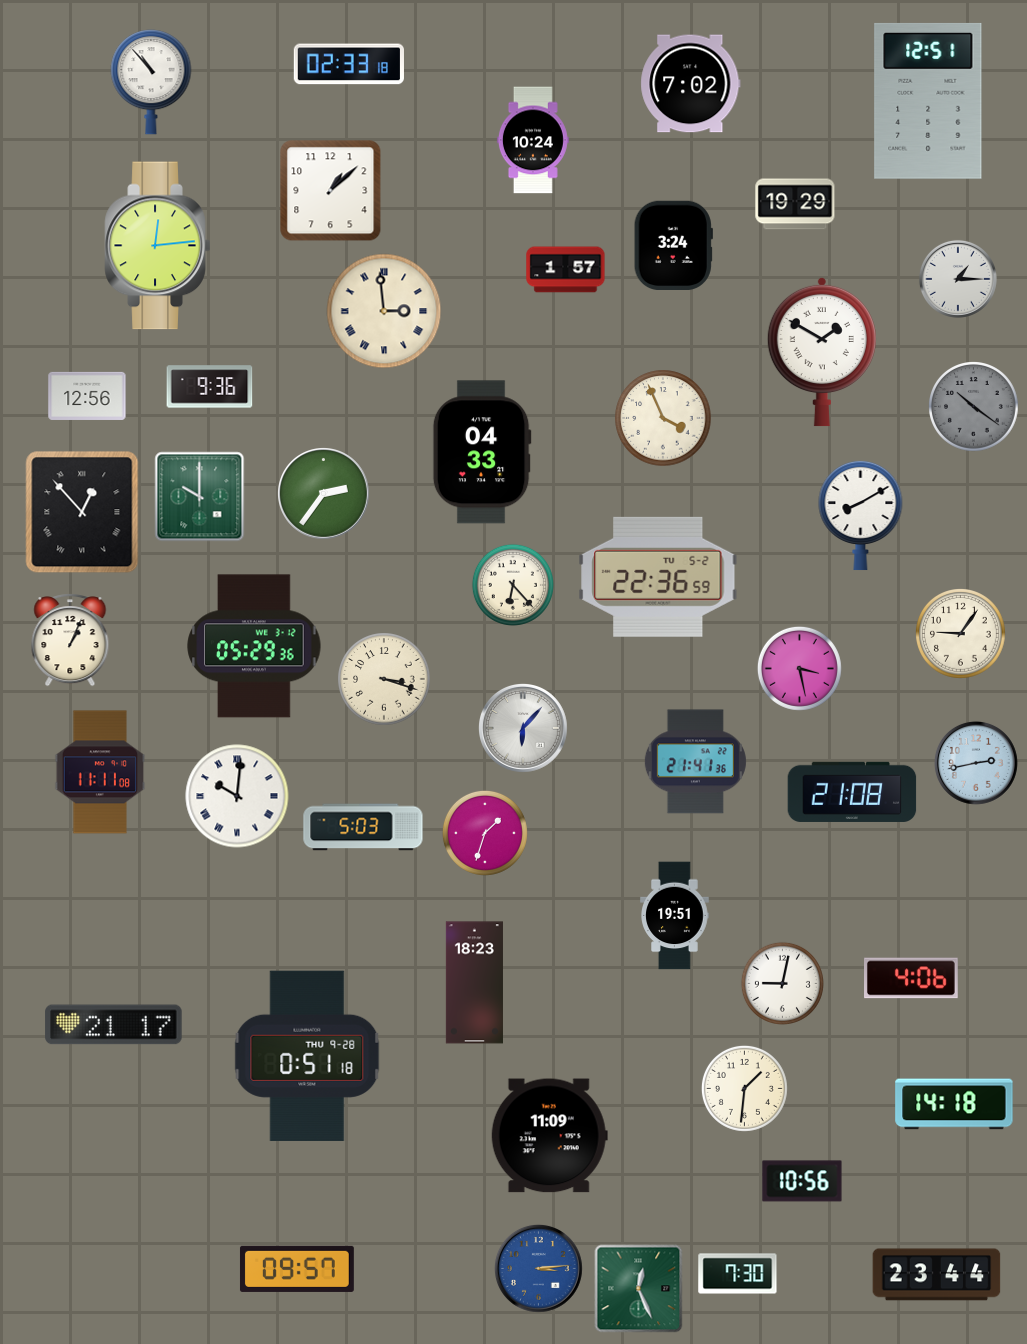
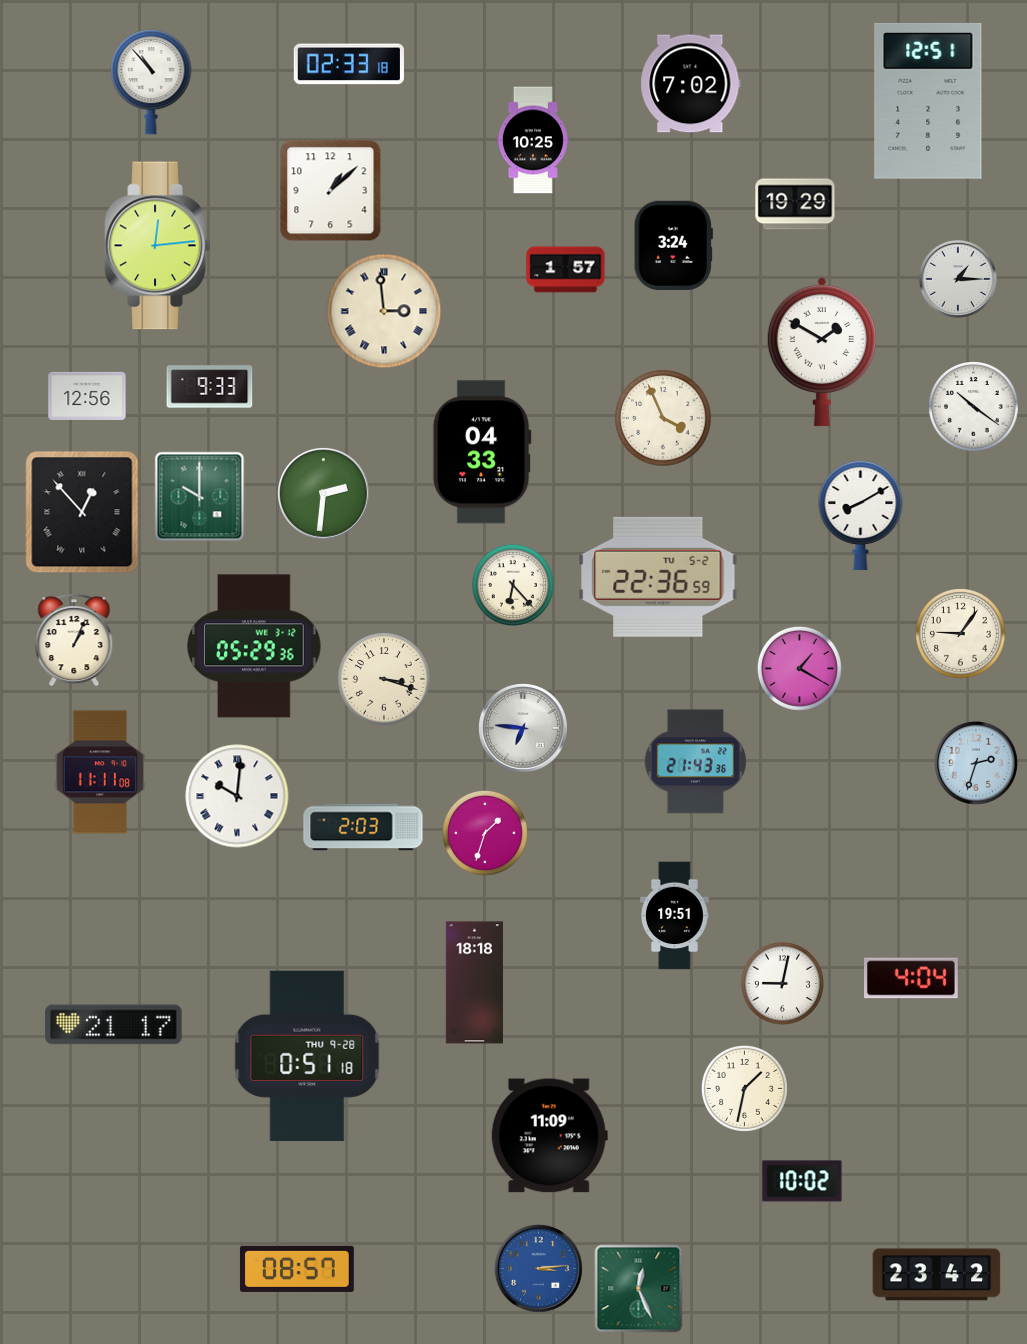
clock at (533, 140): 10:24 -> 10:25
clock at (210, 387): 9:36 -> 9:33
clock at (974, 407) dial: grey -> white
clock at (324, 494): 2:36 -> 2:31
clock at (70, 640) position: (70, 640) -> (74, 640)
clock at (799, 668): 3:28 -> 1:20
clock at (524, 729): 6:07 -> 6:46
clock at (695, 762): 21:41 -> 21:43
clock at (976, 763): 2:43 -> 2:33
clock at (852, 792): 21:08 -> none
clock at (363, 827): 5:03 -> 2:03
clock at (912, 978): 4:06 -> 4:04
clock at (474, 983): 18:23 -> 18:18
clock at (744, 1088): 1:31 -> 1:32
clock at (954, 1104): 14:18 -> none
clock at (802, 1181): 10:56 -> 10:02
clock at (297, 1269): 09:57 -> 08:57
clock at (738, 1274): 7:30 -> none
clock at (937, 1275): 23:44 -> 23:42
